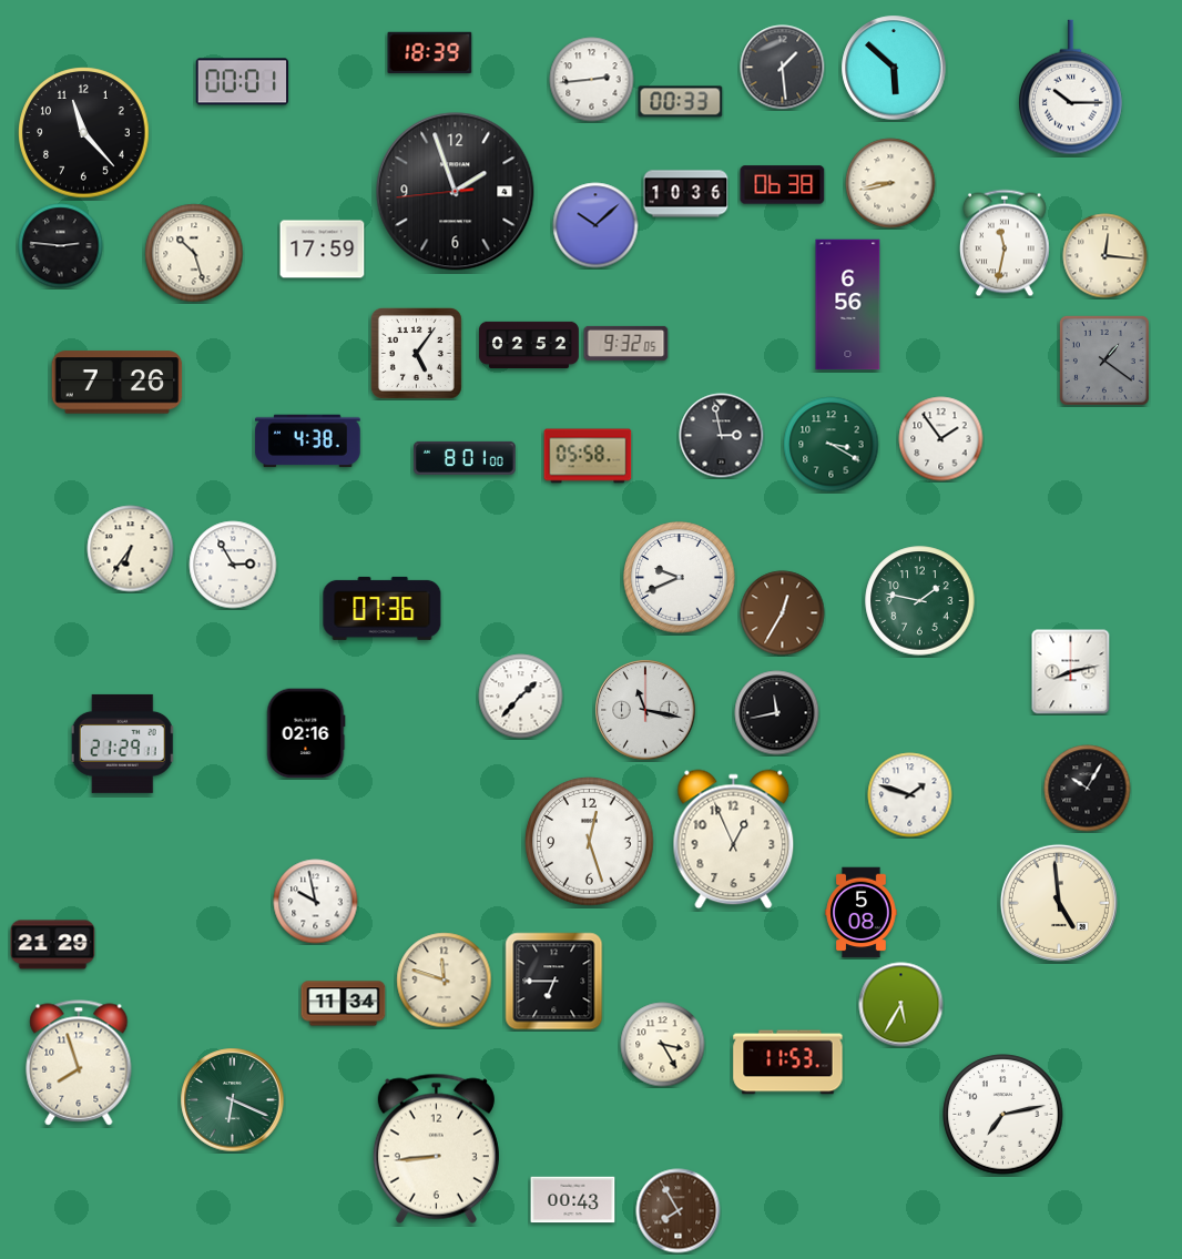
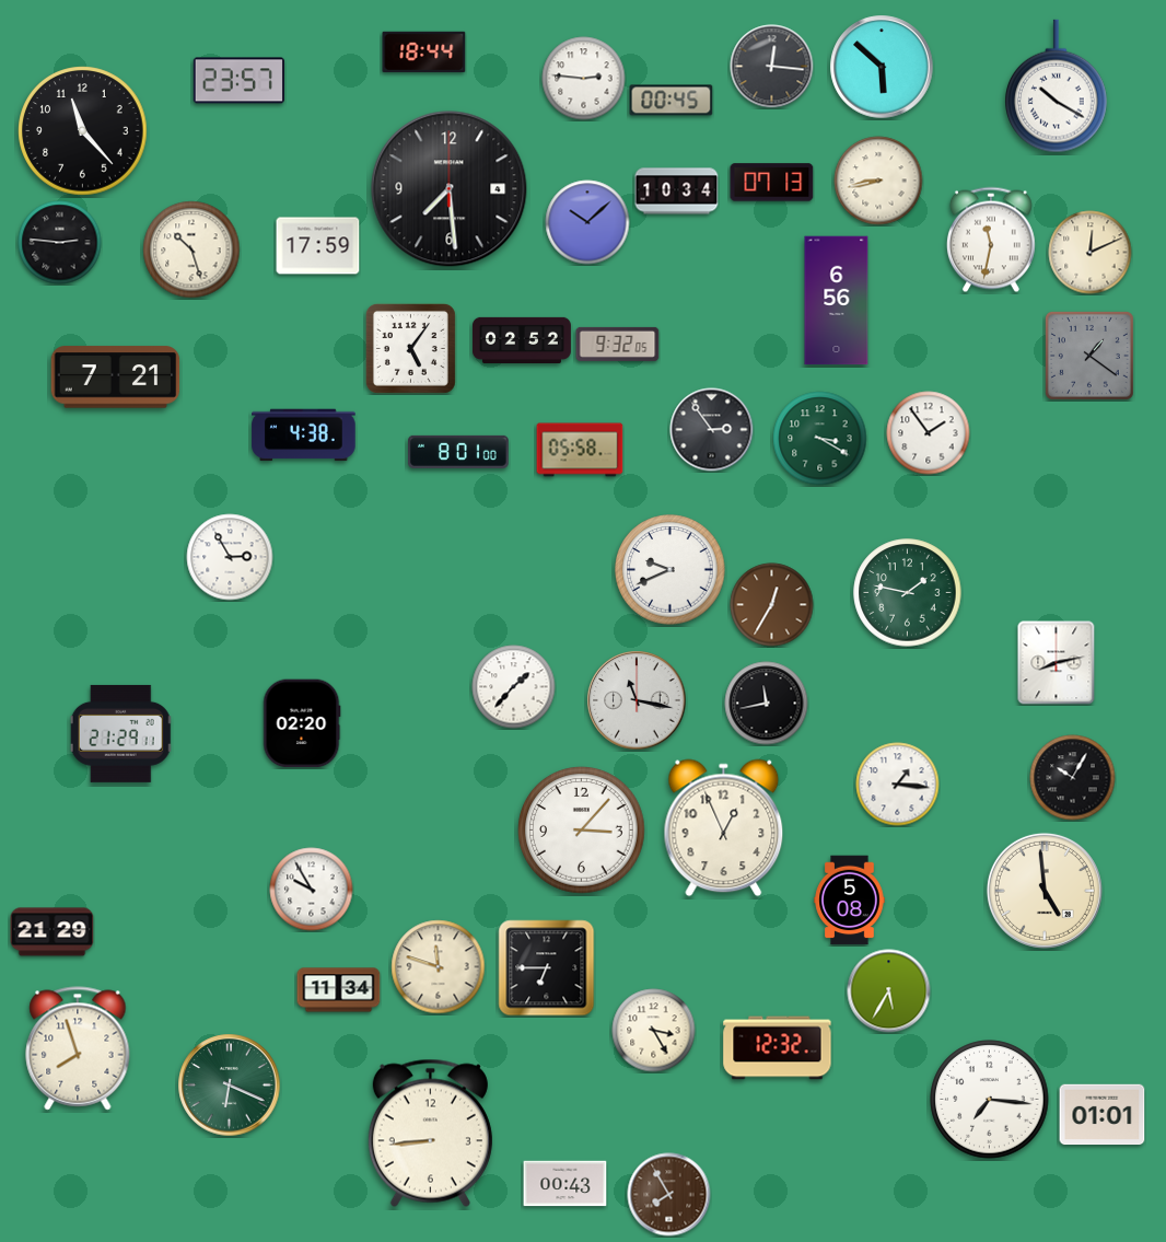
clock at (430, 53): 18:39 -> 18:44
clock at (783, 68): 1:29 -> 12:16
clock at (592, 80): 2:44 -> 2:46
clock at (243, 82): 00:01 -> 23:57
clock at (1071, 88): 10:15 -> 10:20
clock at (681, 102): 00:33 -> 00:45
clock at (783, 185): 06:38 -> 07:13
clock at (456, 192): 1:56 -> 7:29
clock at (686, 194): 10:36 -> 10:34
clock at (1105, 256): 12:16 -> 12:11
clock at (626, 343) position: (626, 343) -> (618, 344)
clock at (118, 383): 7:26 -> 7:21
clock at (722, 436): 2:58 -> 2:54
clock at (131, 549): 6:36 -> none
clock at (383, 608): 07:36 -> none
clock at (306, 733): 02:16 -> 02:20
clock at (910, 795): 1:48 -> 1:16
clock at (590, 842): 12:27 -> 3:07
clock at (316, 902): 9:58 -> 9:55
clock at (788, 1063): 11:53 -> 12:32
clock at (1003, 1115): 7:13 -> 7:16
clock at (1103, 1115): none -> 01:01
